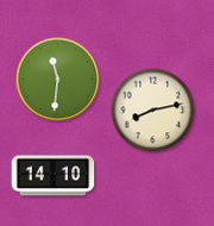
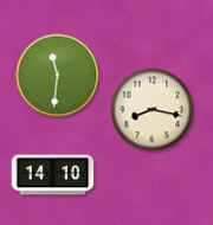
clock at (58, 80) position: (58, 80) -> (58, 76)
clock at (153, 111): 8:13 -> 8:17
